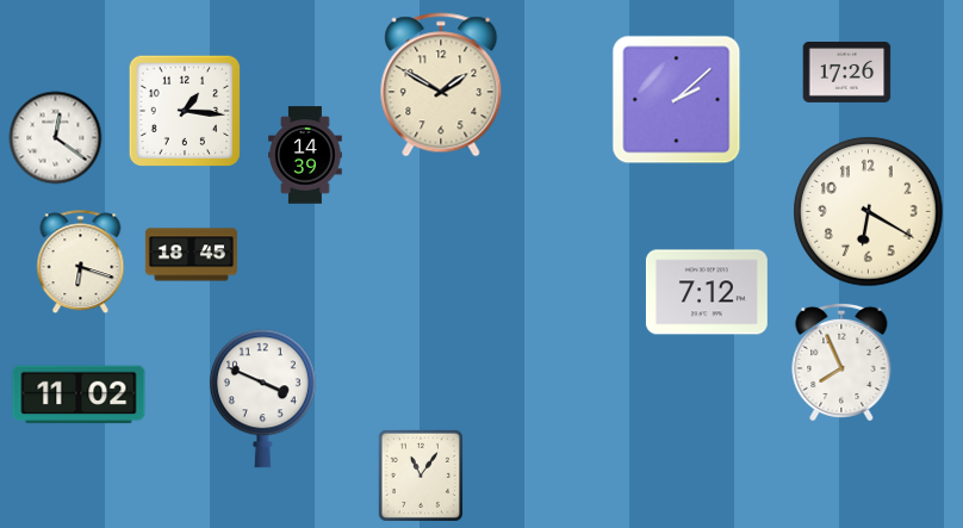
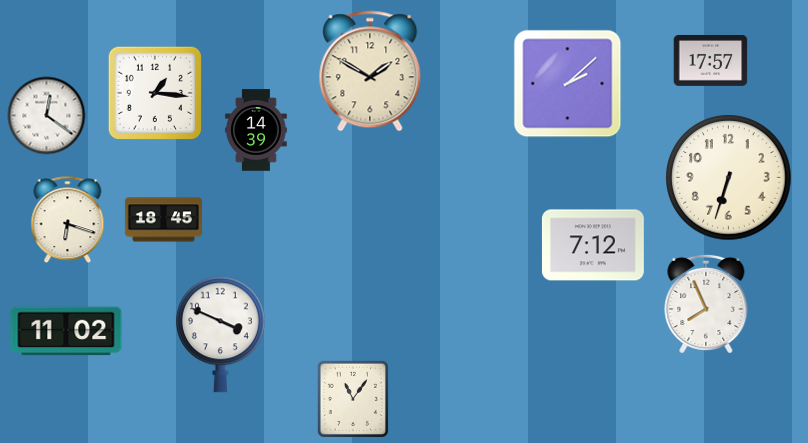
clock at (847, 73): 17:26 -> 17:57
clock at (869, 212): 6:20 -> 6:33
clock at (191, 255) position: (191, 255) -> (163, 220)
